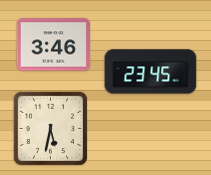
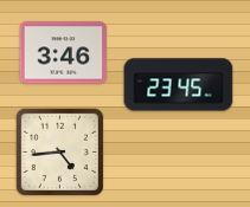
clock at (50, 128): 5:32 -> 4:44
